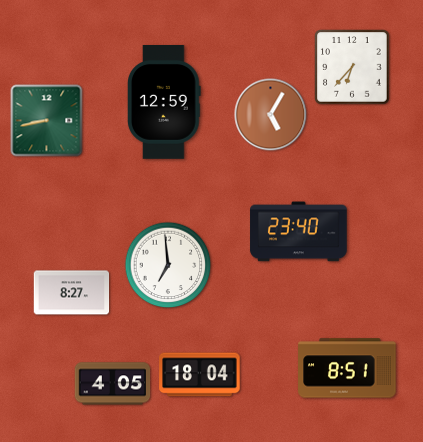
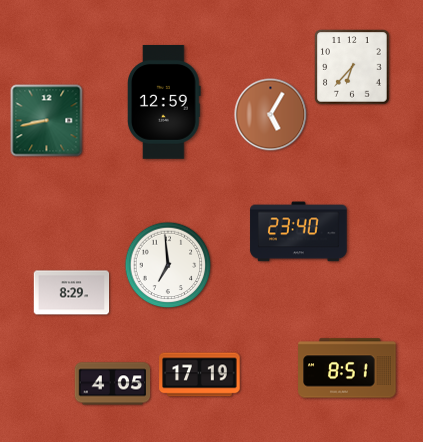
clock at (72, 293): 8:27 -> 8:29
clock at (200, 375): 18:04 -> 17:19
